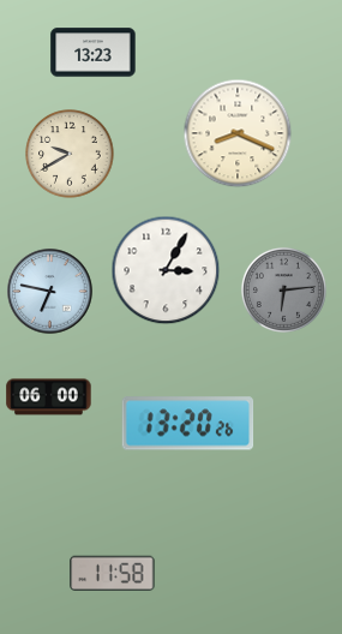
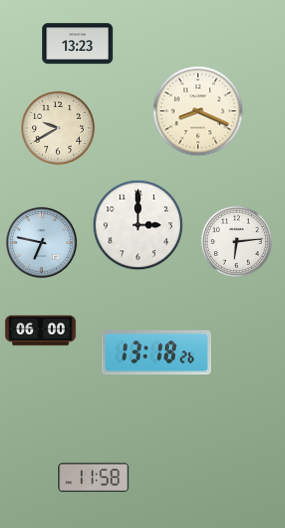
clock at (166, 270): 3:05 -> 3:00
clock at (283, 289) dial: grey -> white
clock at (188, 424): 13:20 -> 13:18
